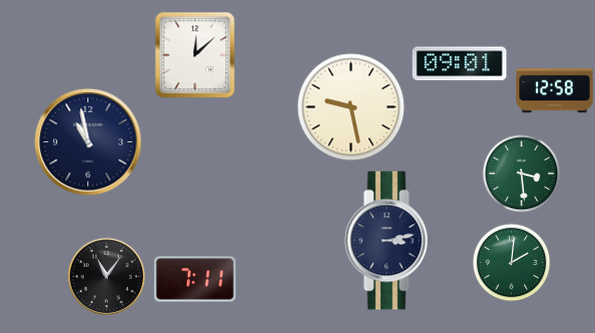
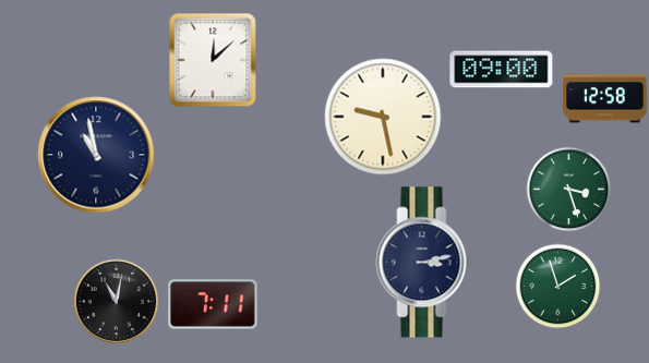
clock at (460, 64): 09:01 -> 09:00
clock at (521, 173): 3:29 -> 3:27
clock at (511, 262): 2:01 -> 1:57
clock at (106, 276): 11:06 -> 11:02
